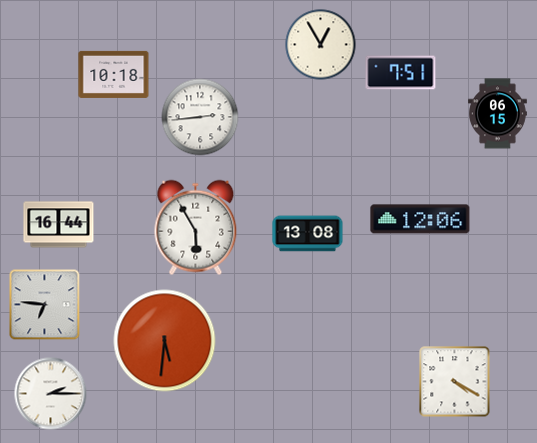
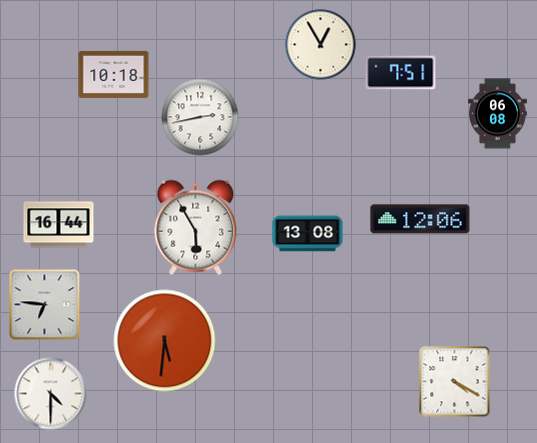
clock at (498, 114): 06:15 -> 06:08
clock at (200, 117): 2:44 -> 2:43
clock at (51, 394): 2:15 -> 4:30
